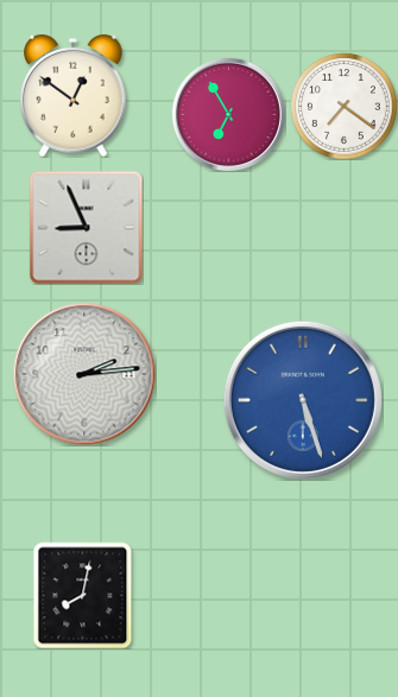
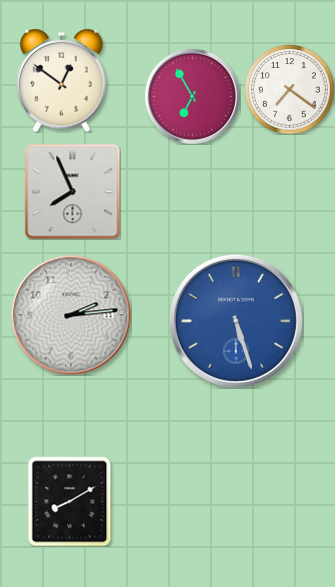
clock at (86, 227): 8:56 -> 7:56
clock at (303, 400) position: (303, 400) -> (236, 321)
clock at (83, 595): 8:02 -> 8:10
